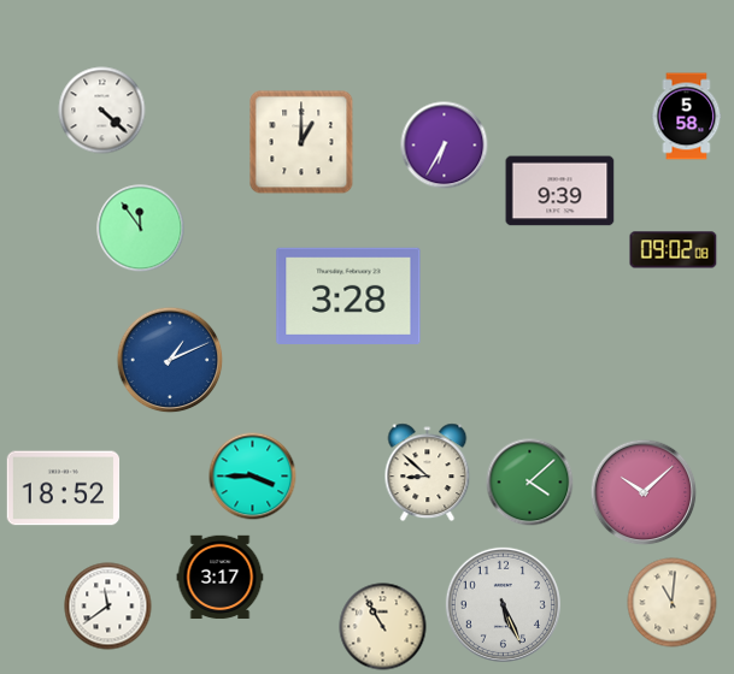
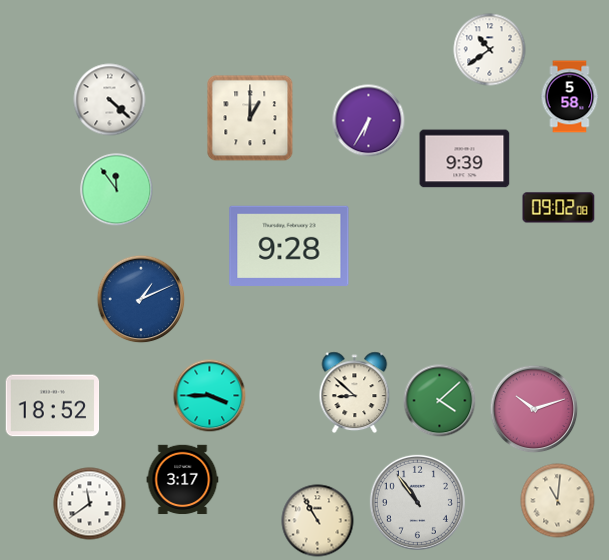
clock at (490, 50): none -> 10:39
clock at (102, 111) position: (102, 111) -> (110, 100)
clock at (348, 296): 3:28 -> 9:28
clock at (644, 492): 10:08 -> 10:12
clock at (503, 604): 5:26 -> 10:54
